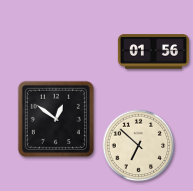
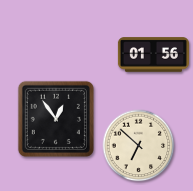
clock at (153, 52) position: (153, 52) -> (153, 55)
clock at (56, 119): 12:51 -> 12:54
